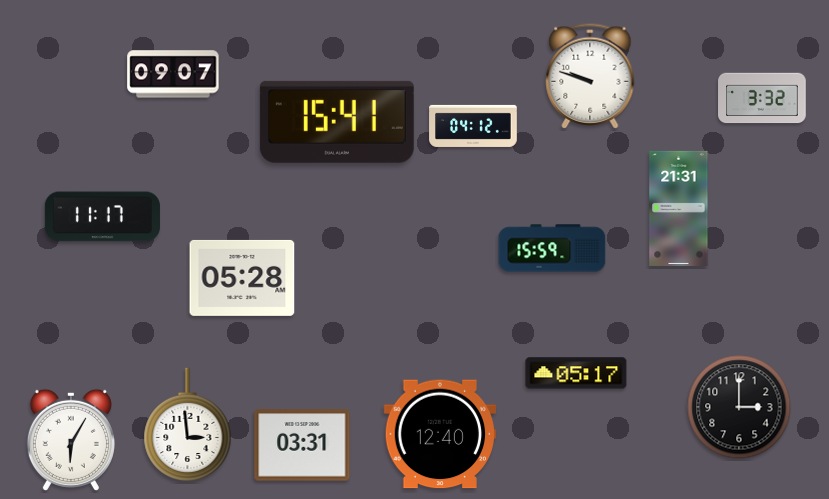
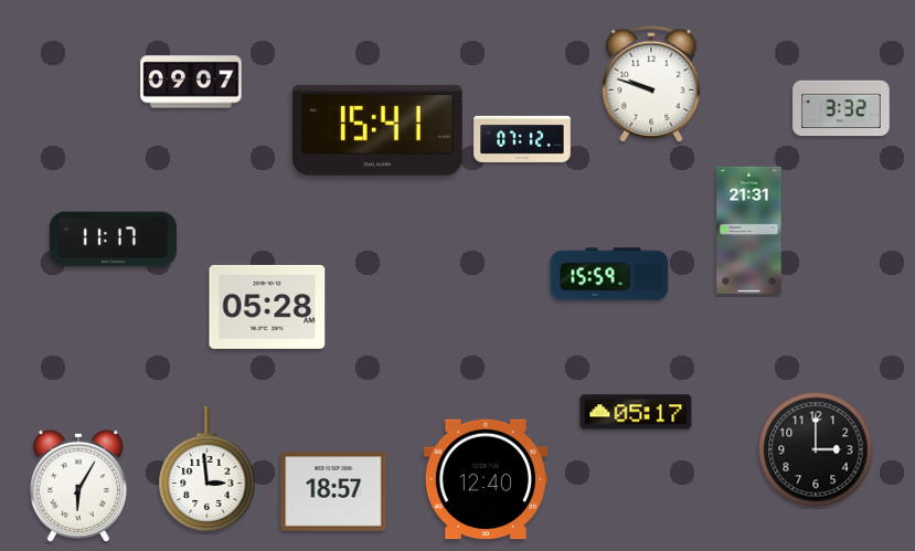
clock at (337, 122) position: (337, 122) -> (377, 130)
clock at (473, 126): 04:12 -> 07:12
clock at (302, 445): 03:31 -> 18:57
